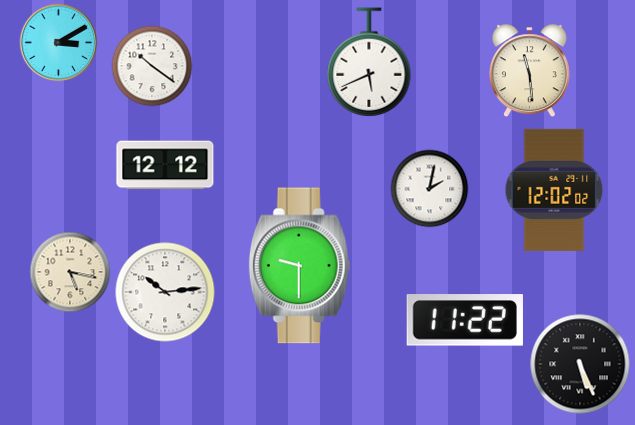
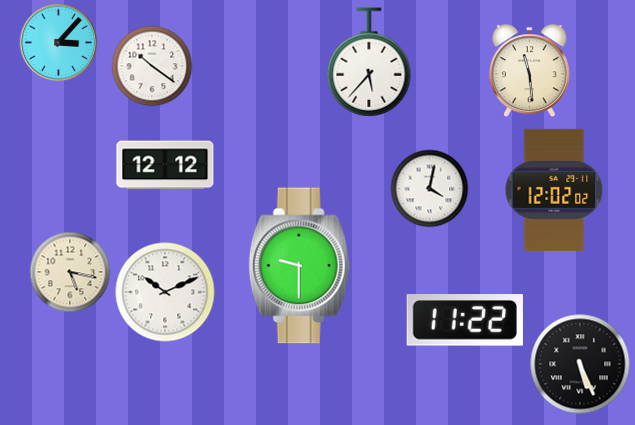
clock at (58, 42): 3:10 -> 3:07
clock at (369, 62): 5:41 -> 5:37
clock at (429, 188): 2:02 -> 4:02
clock at (165, 292): 10:14 -> 10:11
